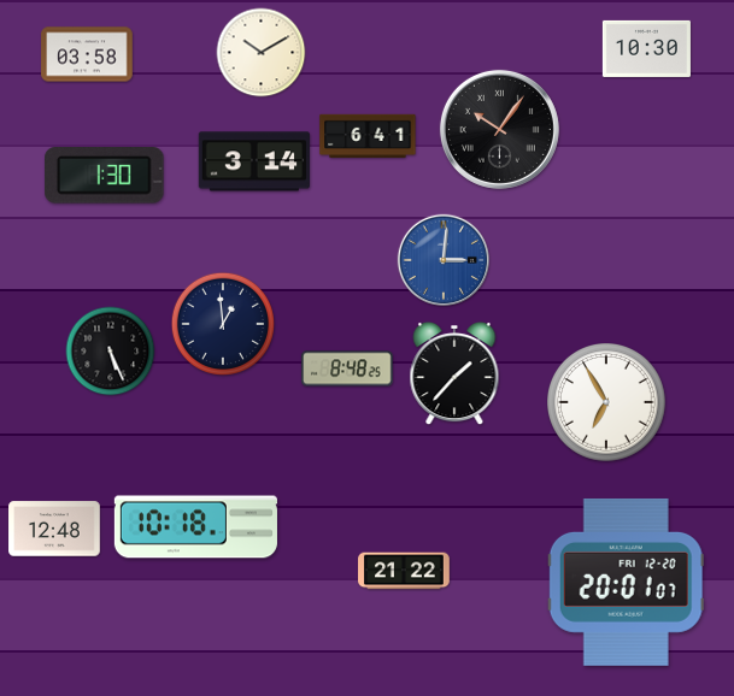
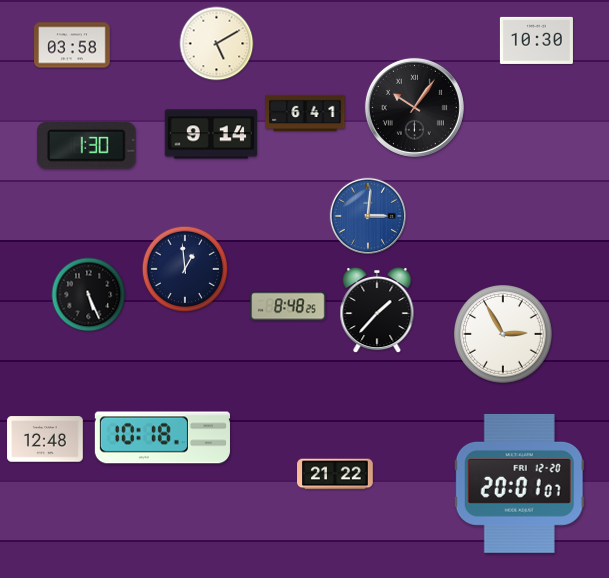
clock at (262, 53): 10:10 -> 5:10
clock at (253, 161): 3:14 -> 9:14
clock at (111, 352) position: (111, 352) -> (89, 295)
clock at (607, 403): 6:55 -> 2:55
